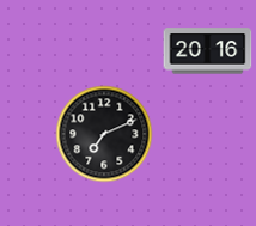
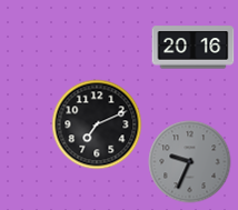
clock at (190, 162): none -> 9:34
